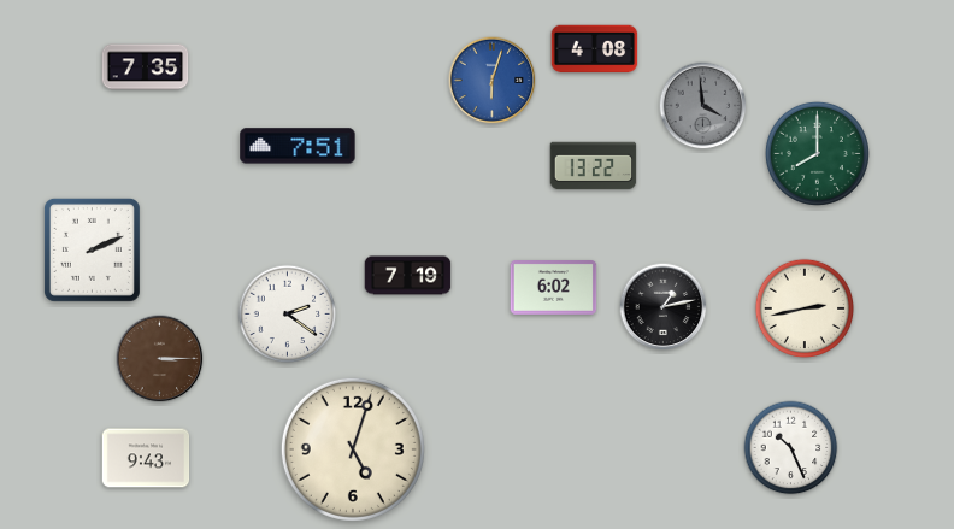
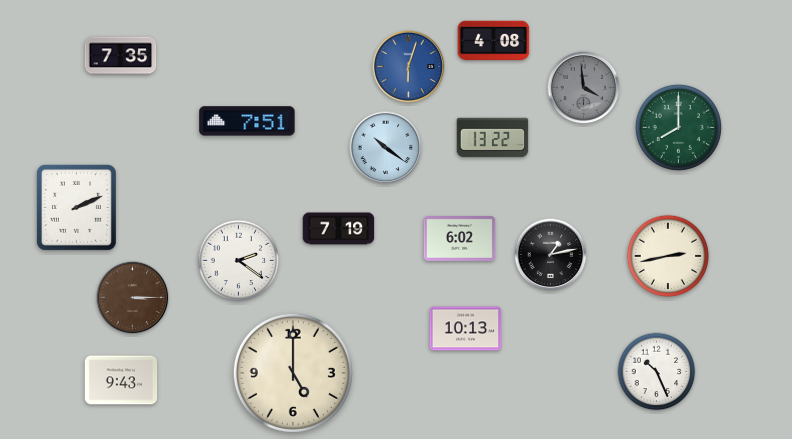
clock at (386, 148): none -> 10:21
clock at (466, 329): none -> 10:13
clock at (353, 449): 5:03 -> 5:00
